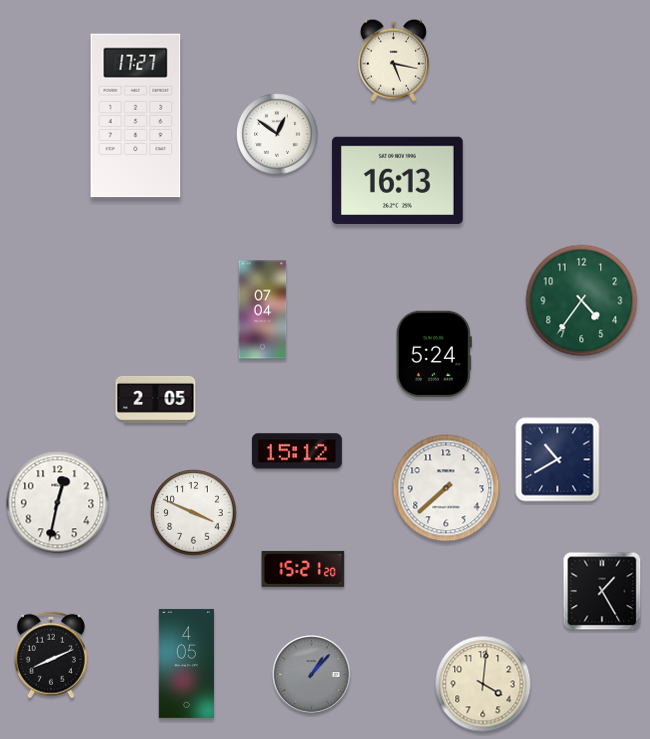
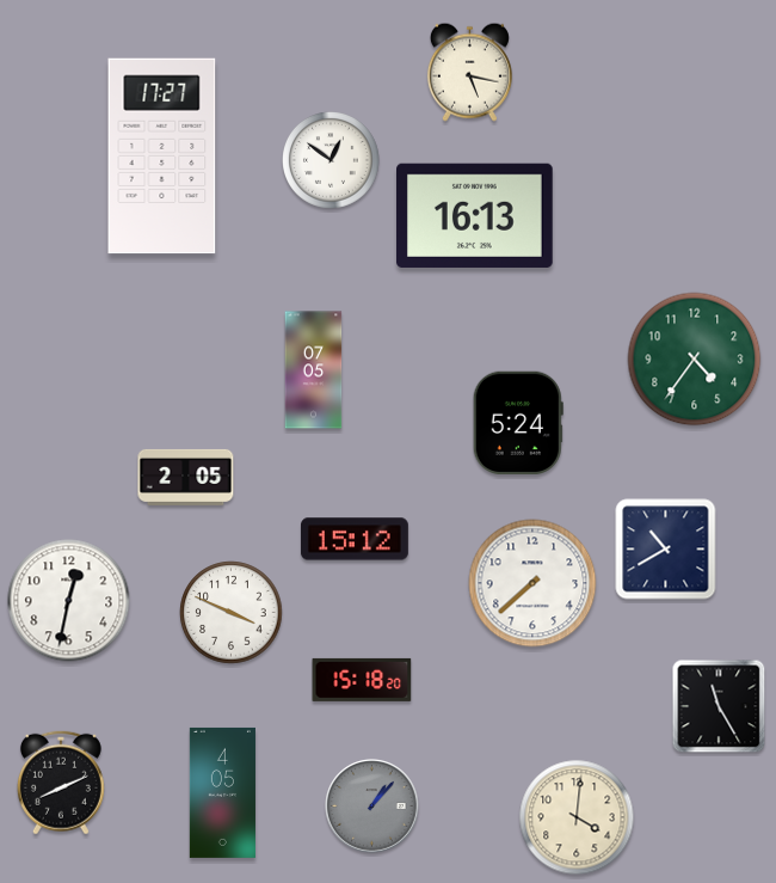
clock at (136, 116) position: (136, 116) -> (162, 157)
clock at (263, 310): 07:04 -> 07:05
clock at (303, 569): 15:21 -> 15:18
clock at (602, 591): 1:25 -> 11:25
